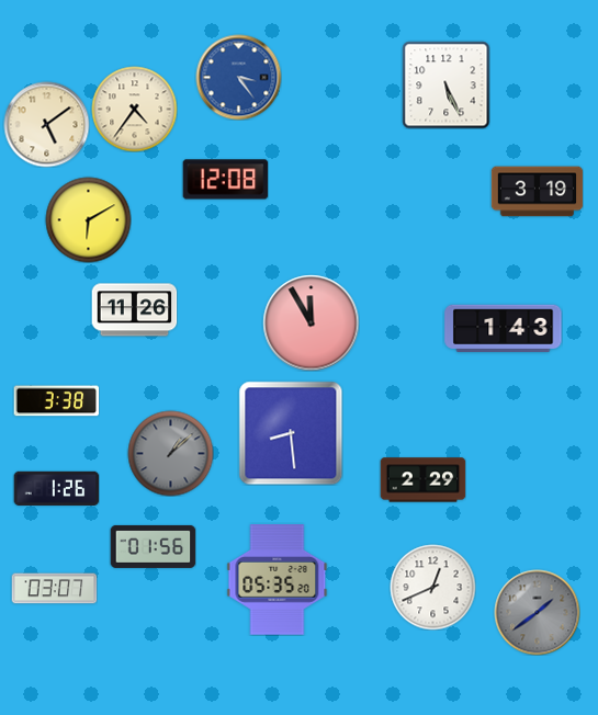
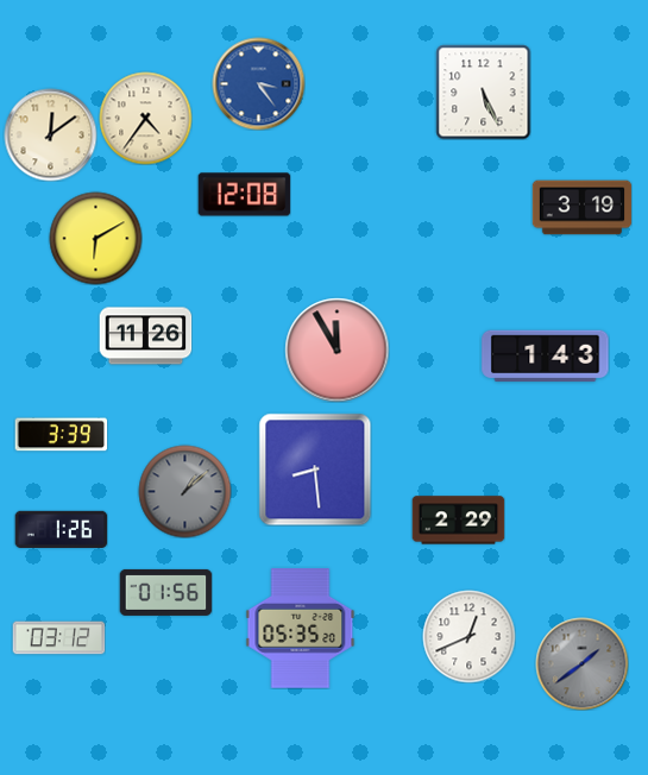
clock at (46, 124): 5:09 -> 12:09
clock at (56, 401): 3:38 -> 3:39
clock at (54, 589): 03:07 -> 03:12
